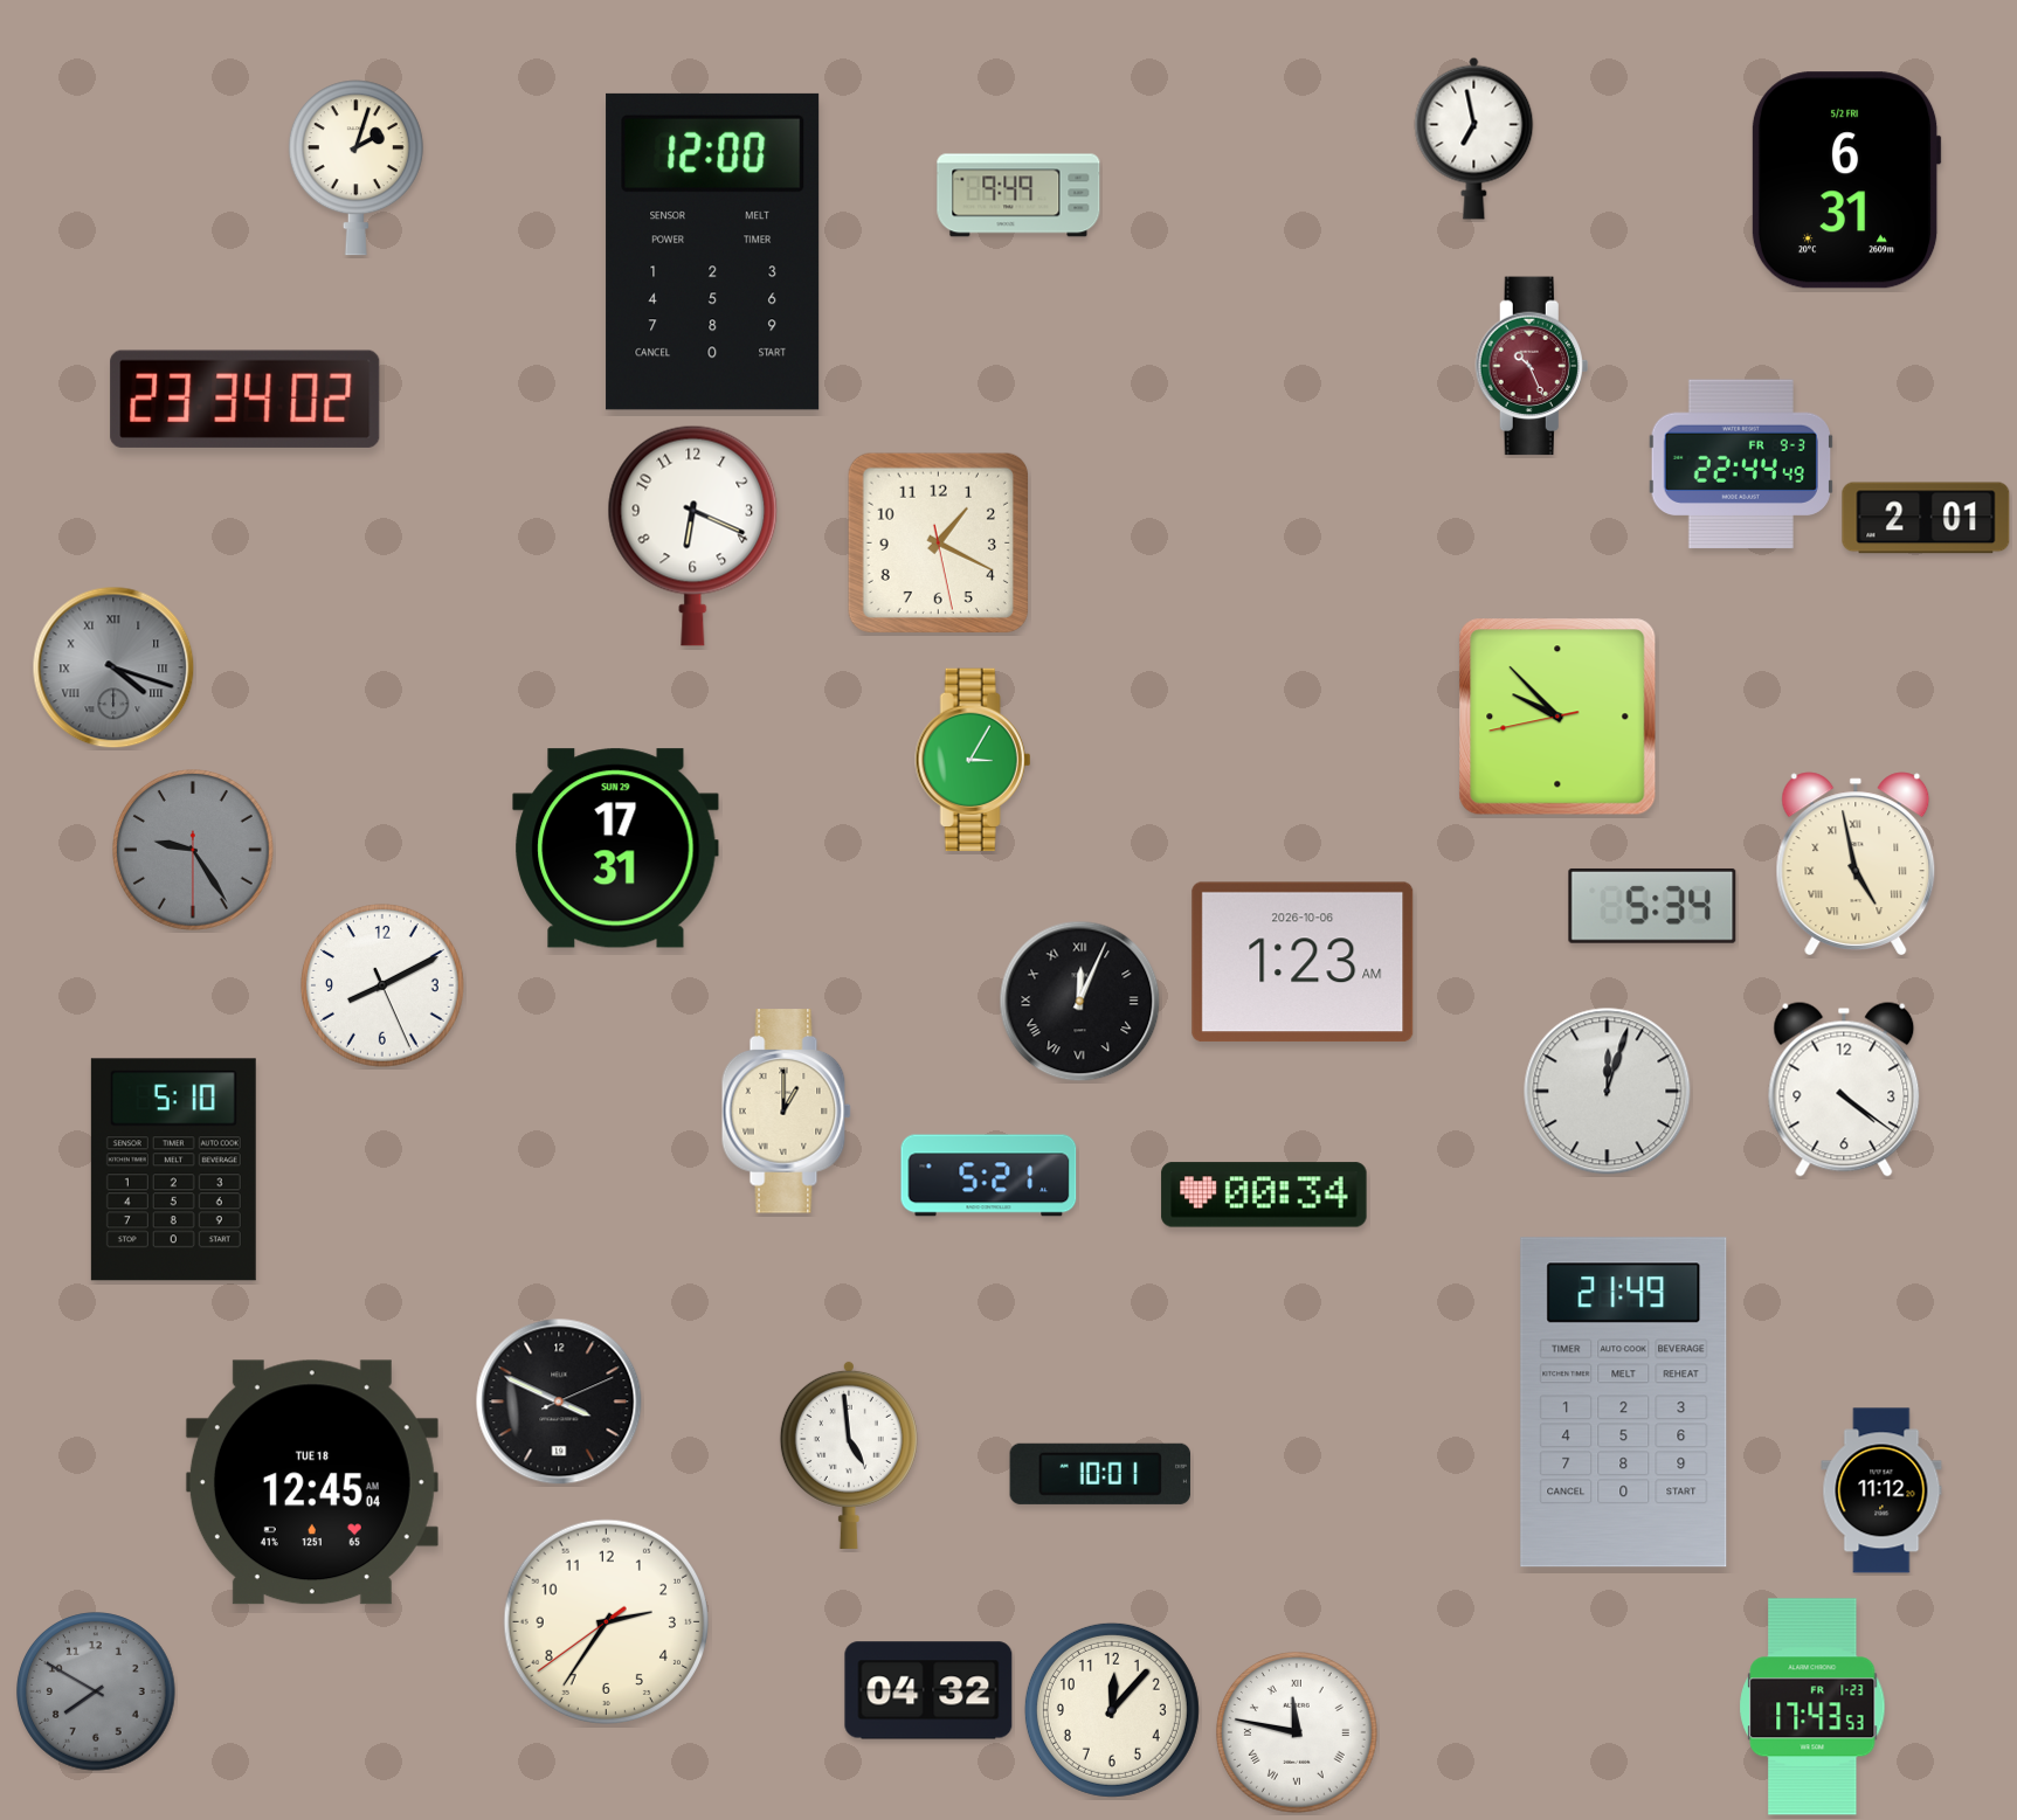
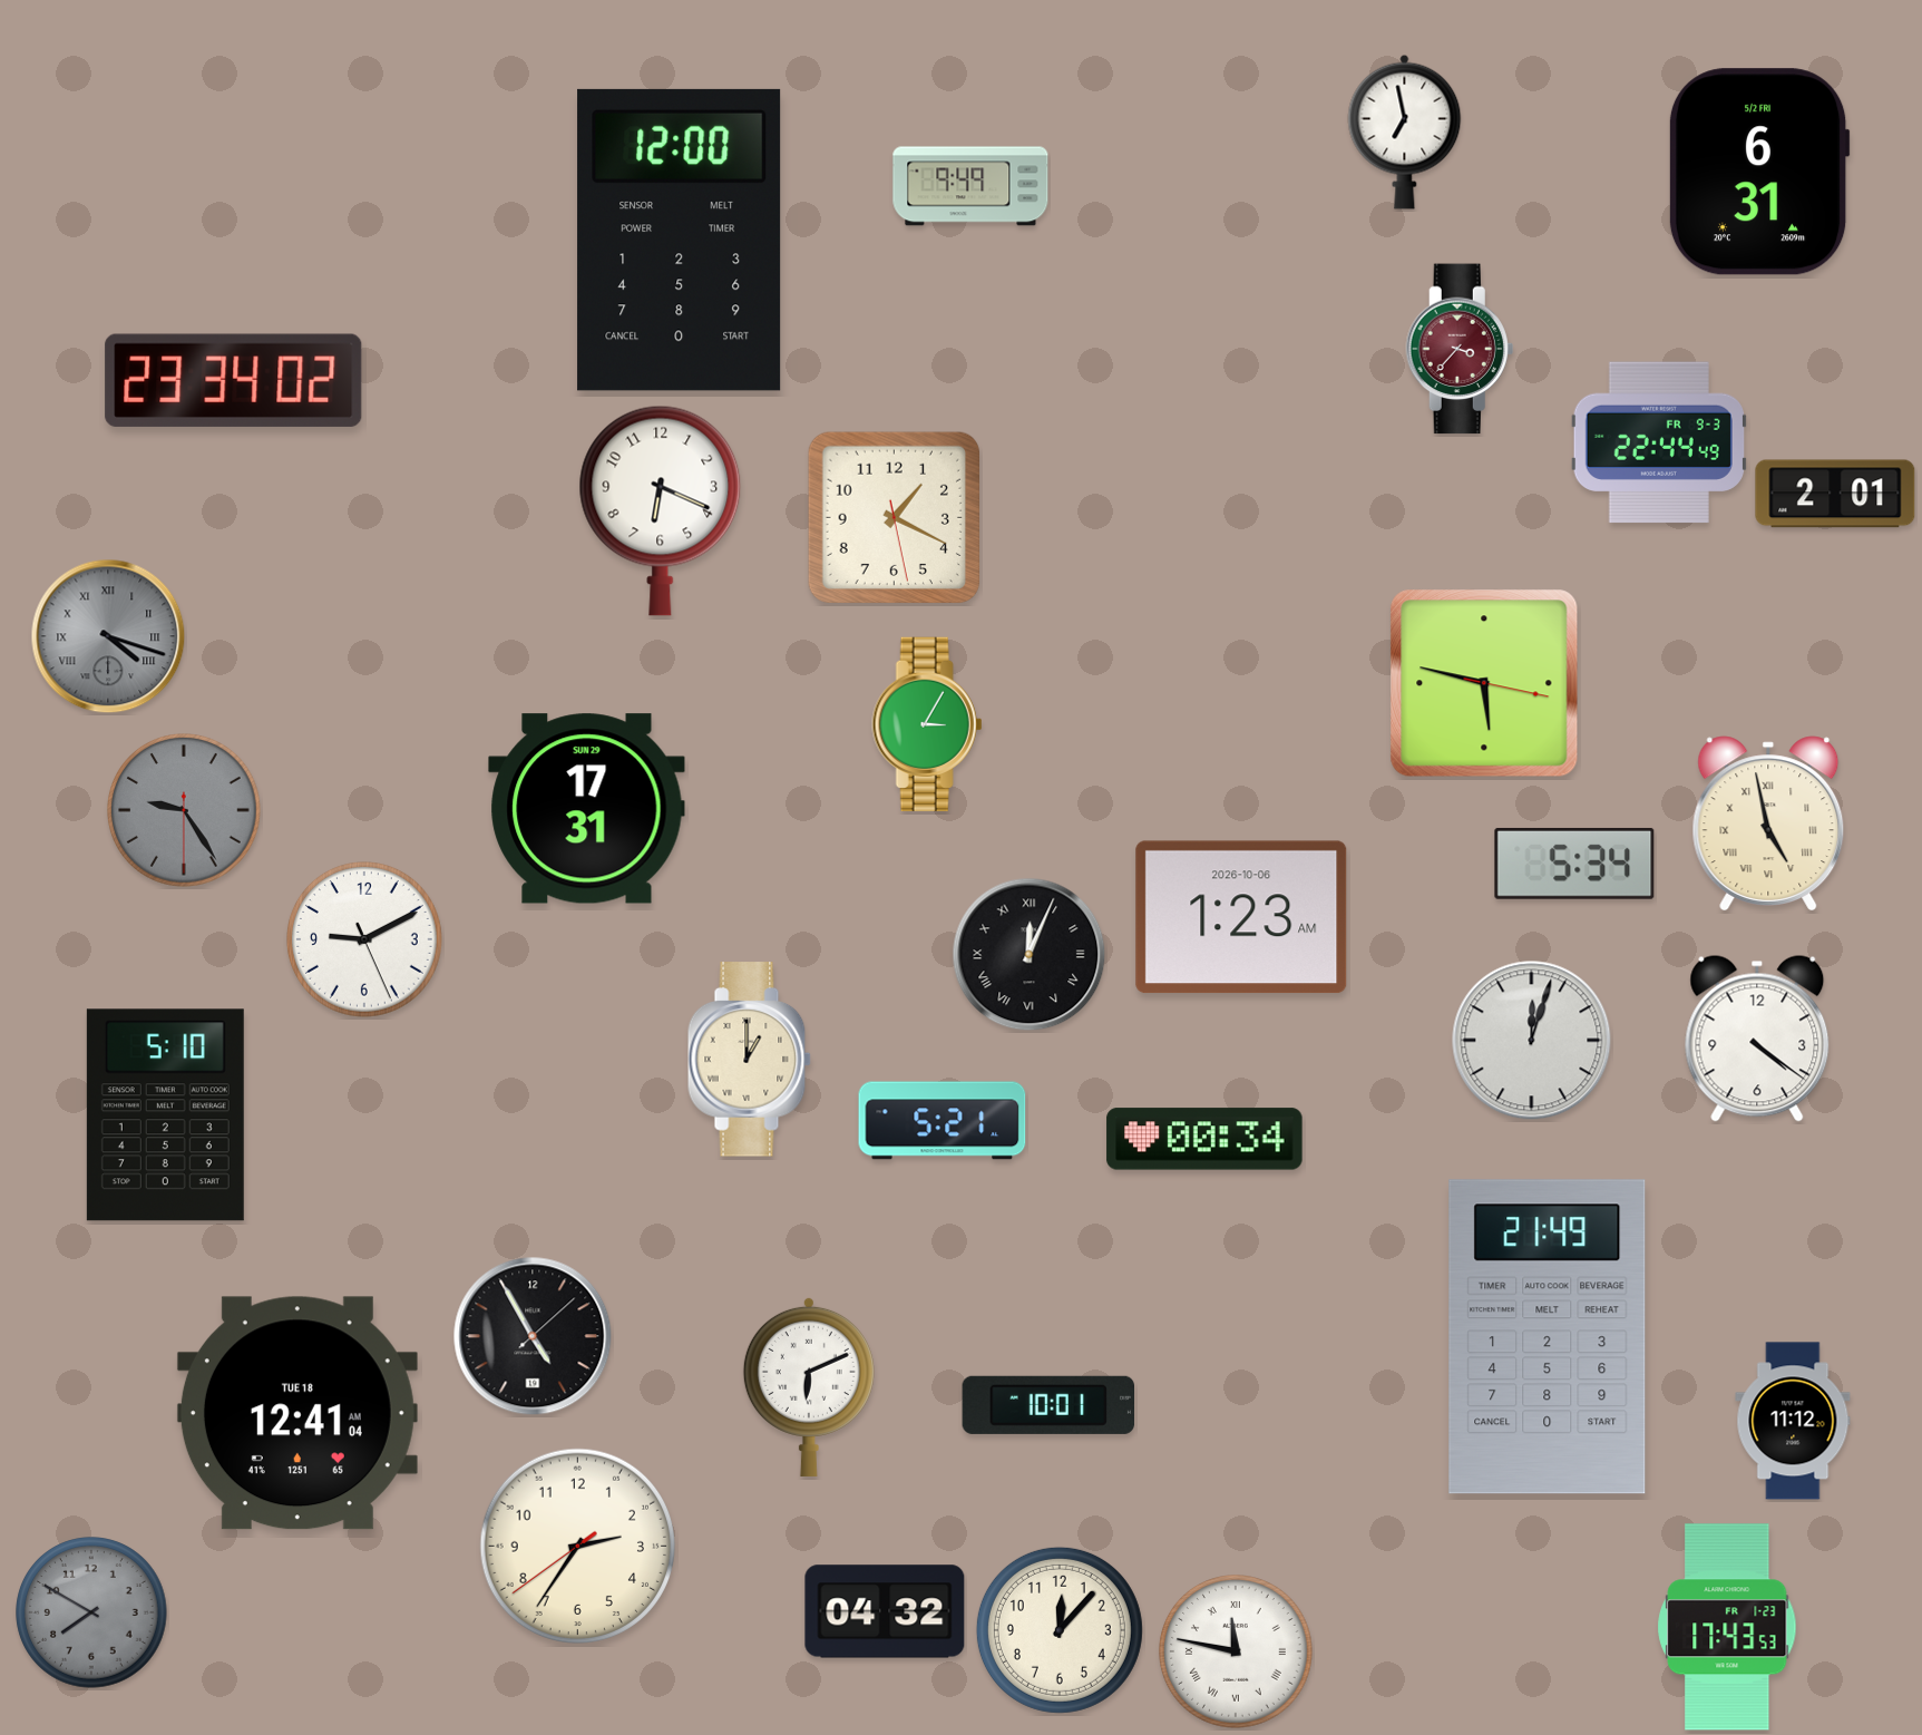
clock at (355, 168): 2:03 -> none
clock at (1532, 366): 10:26 -> 3:37
clock at (1557, 717): 9:52 -> 5:47
clock at (384, 987): 8:10 -> 9:10
clock at (559, 1402): 3:49 -> 4:55
clock at (849, 1454): 4:59 -> 6:11
clock at (312, 1482): 12:45 -> 12:41
